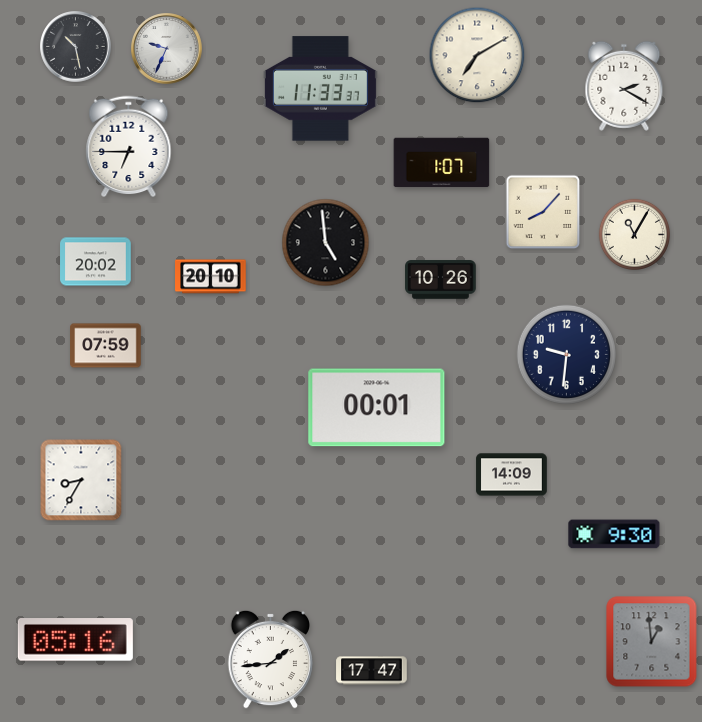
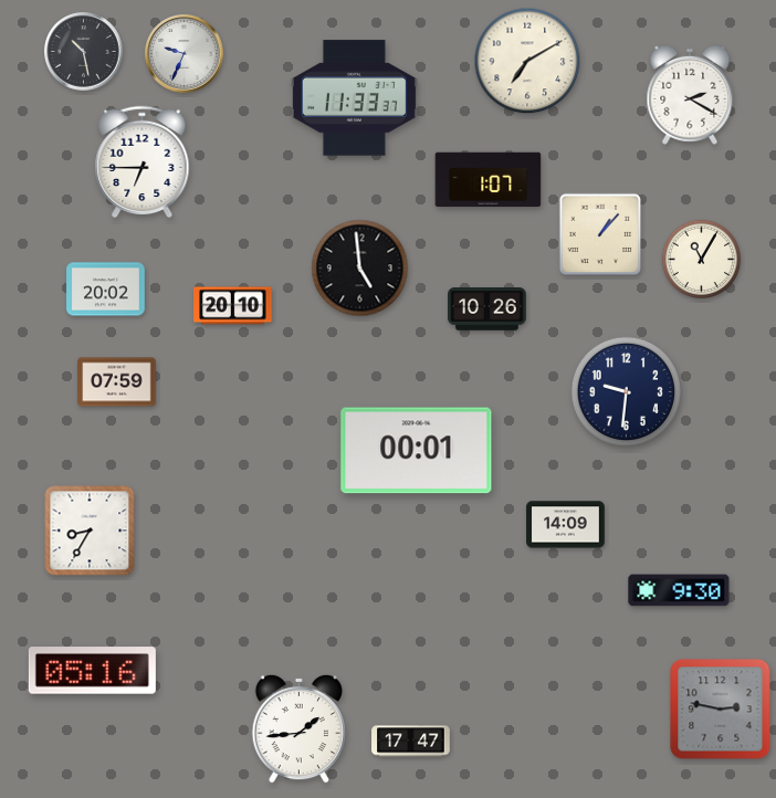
clock at (543, 212): 8:07 -> 1:07
clock at (75, 640) position: (75, 640) -> (92, 671)
clock at (652, 642): 12:59 -> 2:47
